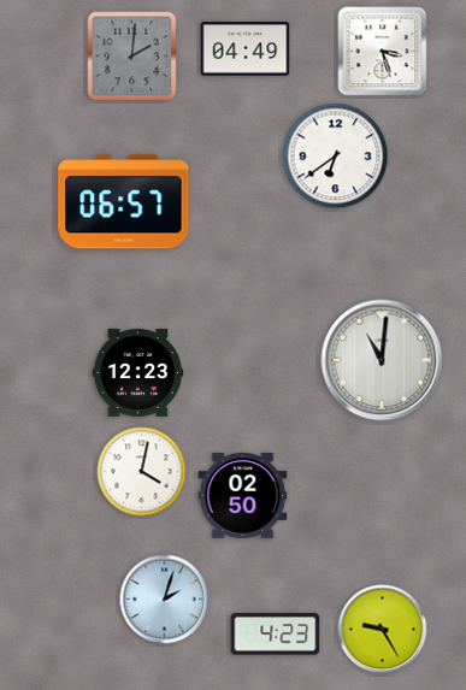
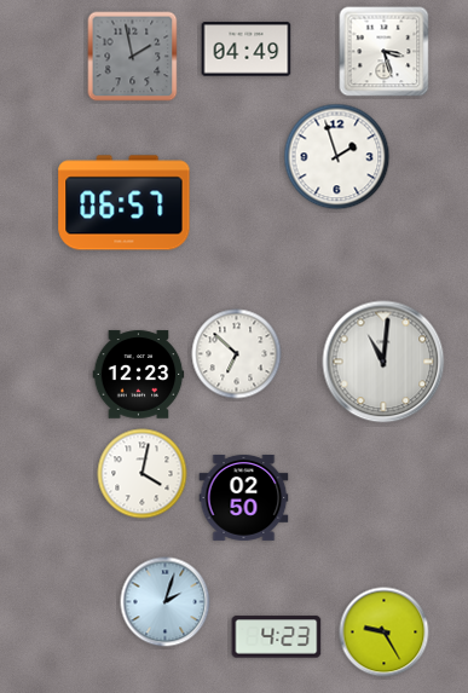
clock at (132, 57): 2:01 -> 1:58
clock at (336, 157): 6:39 -> 1:57
clock at (237, 354): none -> 6:52
